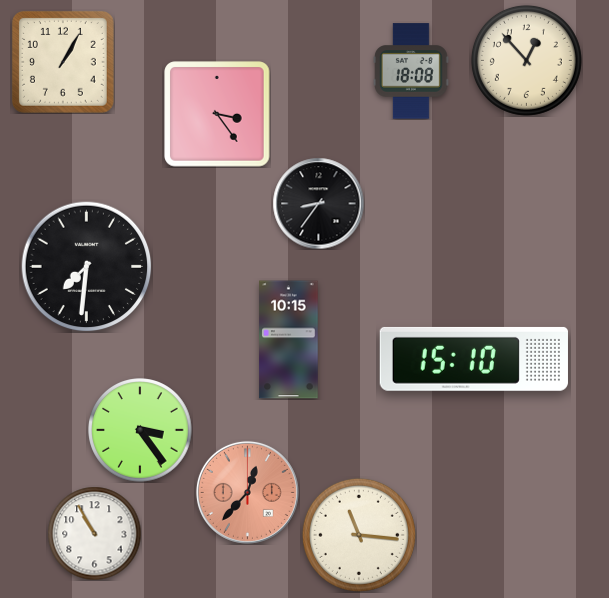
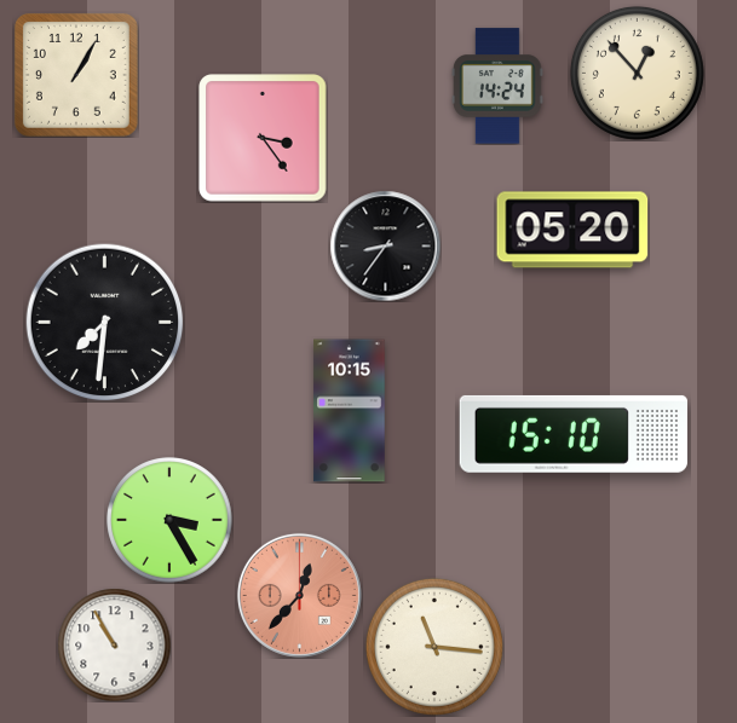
clock at (411, 71): 18:08 -> 14:24
clock at (572, 230): none -> 05:20
clock at (140, 430): 3:24 -> 3:25
